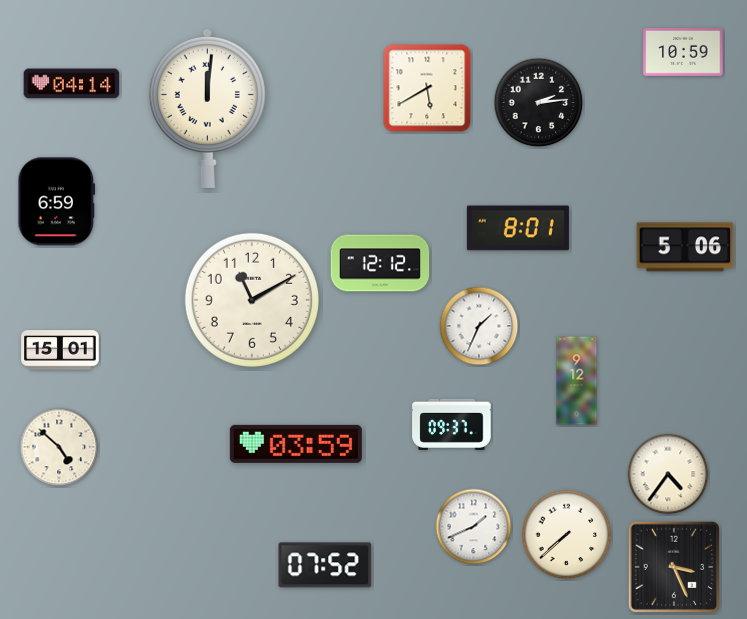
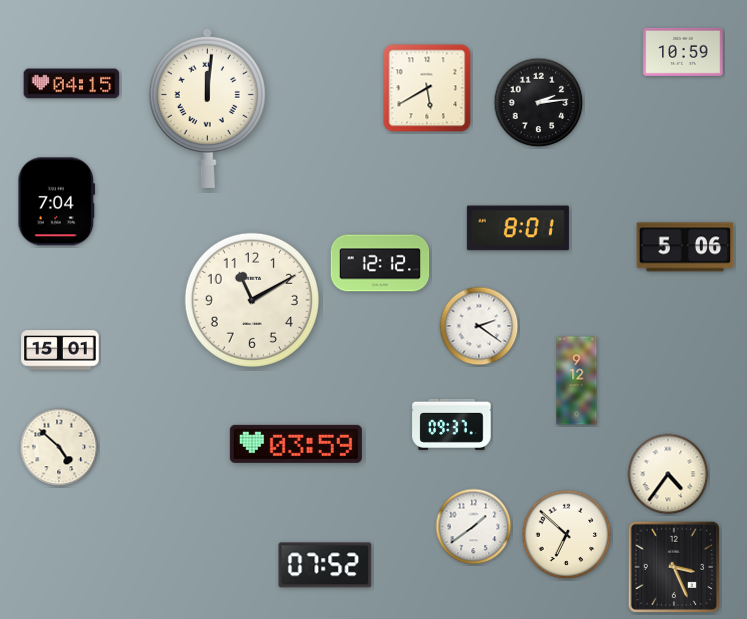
clock at (72, 84): 04:14 -> 04:15
clock at (57, 202): 6:59 -> 7:04
clock at (479, 326): 1:34 -> 2:21
clock at (474, 527): 1:41 -> 1:39
clock at (567, 535): 7:38 -> 6:52
